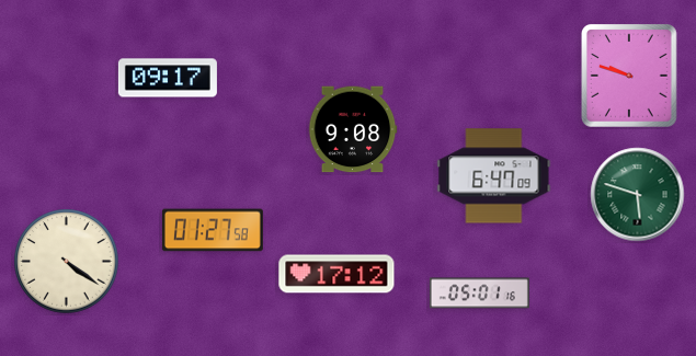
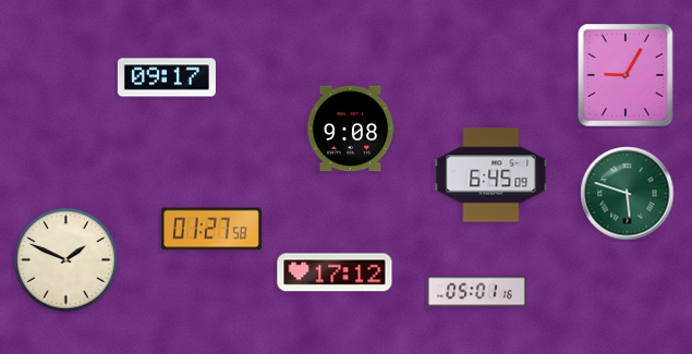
clock at (630, 77): 9:48 -> 9:05
clock at (494, 176): 6:47 -> 6:45
clock at (638, 195) position: (638, 195) -> (628, 194)
clock at (67, 262): 4:21 -> 1:49
